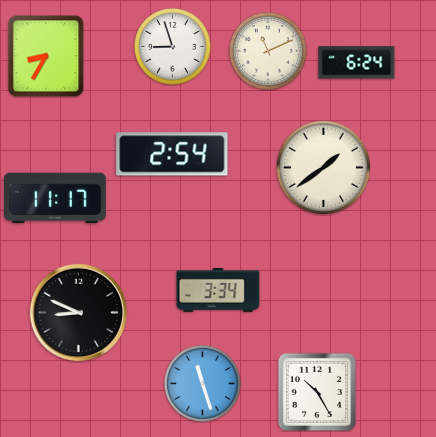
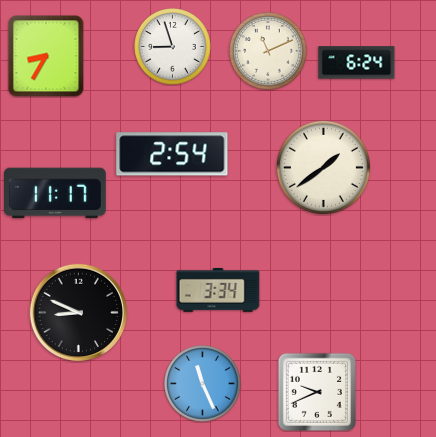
clock at (55, 198) position: (55, 198) -> (55, 193)
clock at (203, 384): 11:27 -> 11:26
clock at (317, 392): 10:25 -> 9:41
